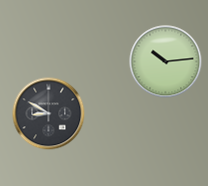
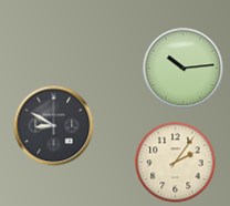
clock at (176, 163): none -> 2:06
